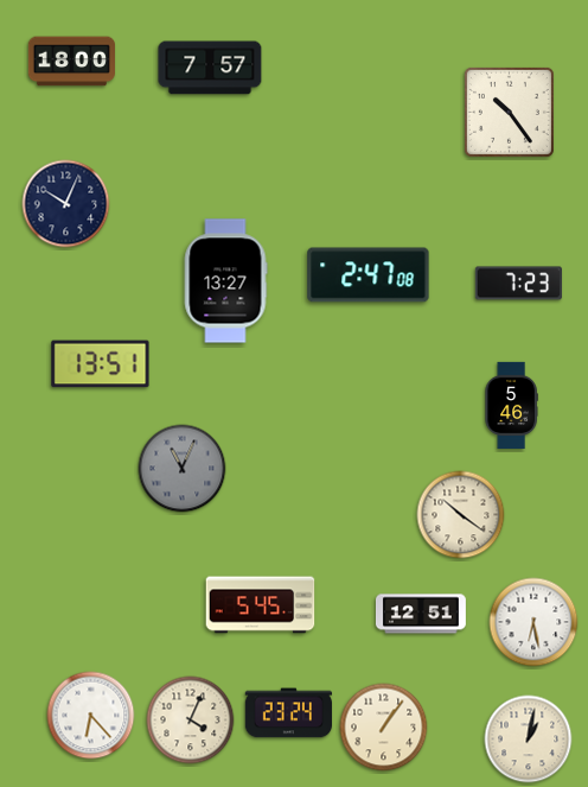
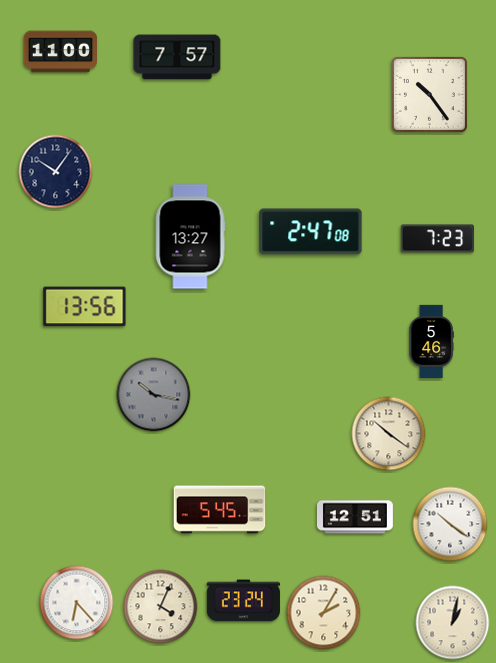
clock at (71, 62): 18:00 -> 11:00
clock at (66, 204): 10:04 -> 10:06
clock at (101, 364): 13:51 -> 13:56
clock at (183, 469): 11:04 -> 10:17
clock at (533, 622): 6:28 -> 10:21
clock at (384, 728): 1:06 -> 2:05
clock at (529, 740) position: (529, 740) -> (453, 623)
